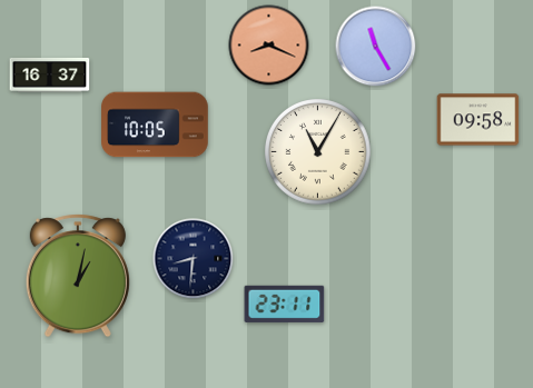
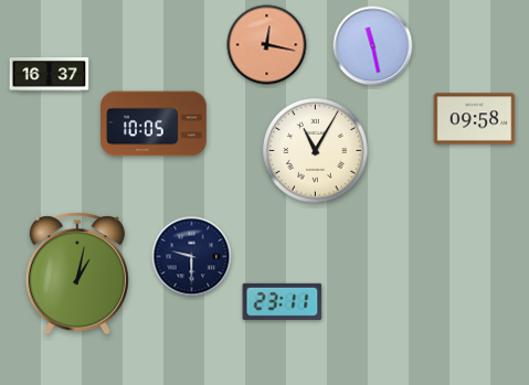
clock at (269, 46): 8:19 -> 12:17
clock at (376, 47): 11:25 -> 11:28
clock at (194, 259): 8:31 -> 9:30
